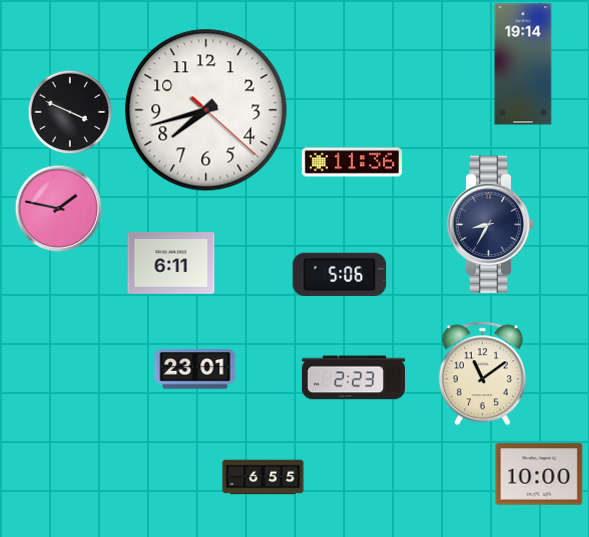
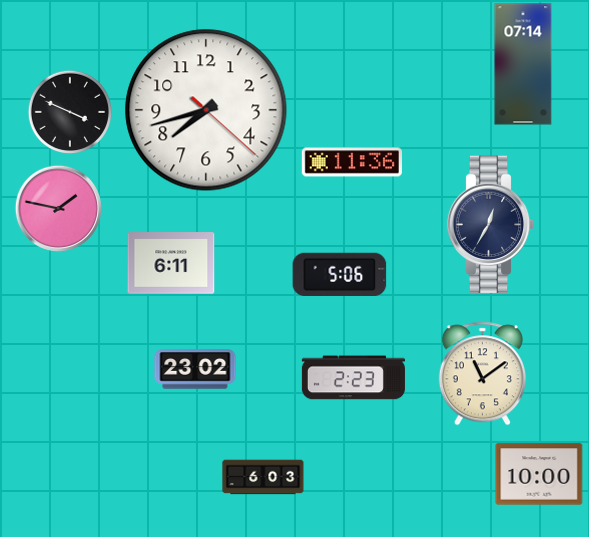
clock at (523, 64): 19:14 -> 07:14
clock at (491, 225): 8:35 -> 12:35
clock at (195, 369): 23:01 -> 23:02
clock at (263, 477): 6:55 -> 6:03
